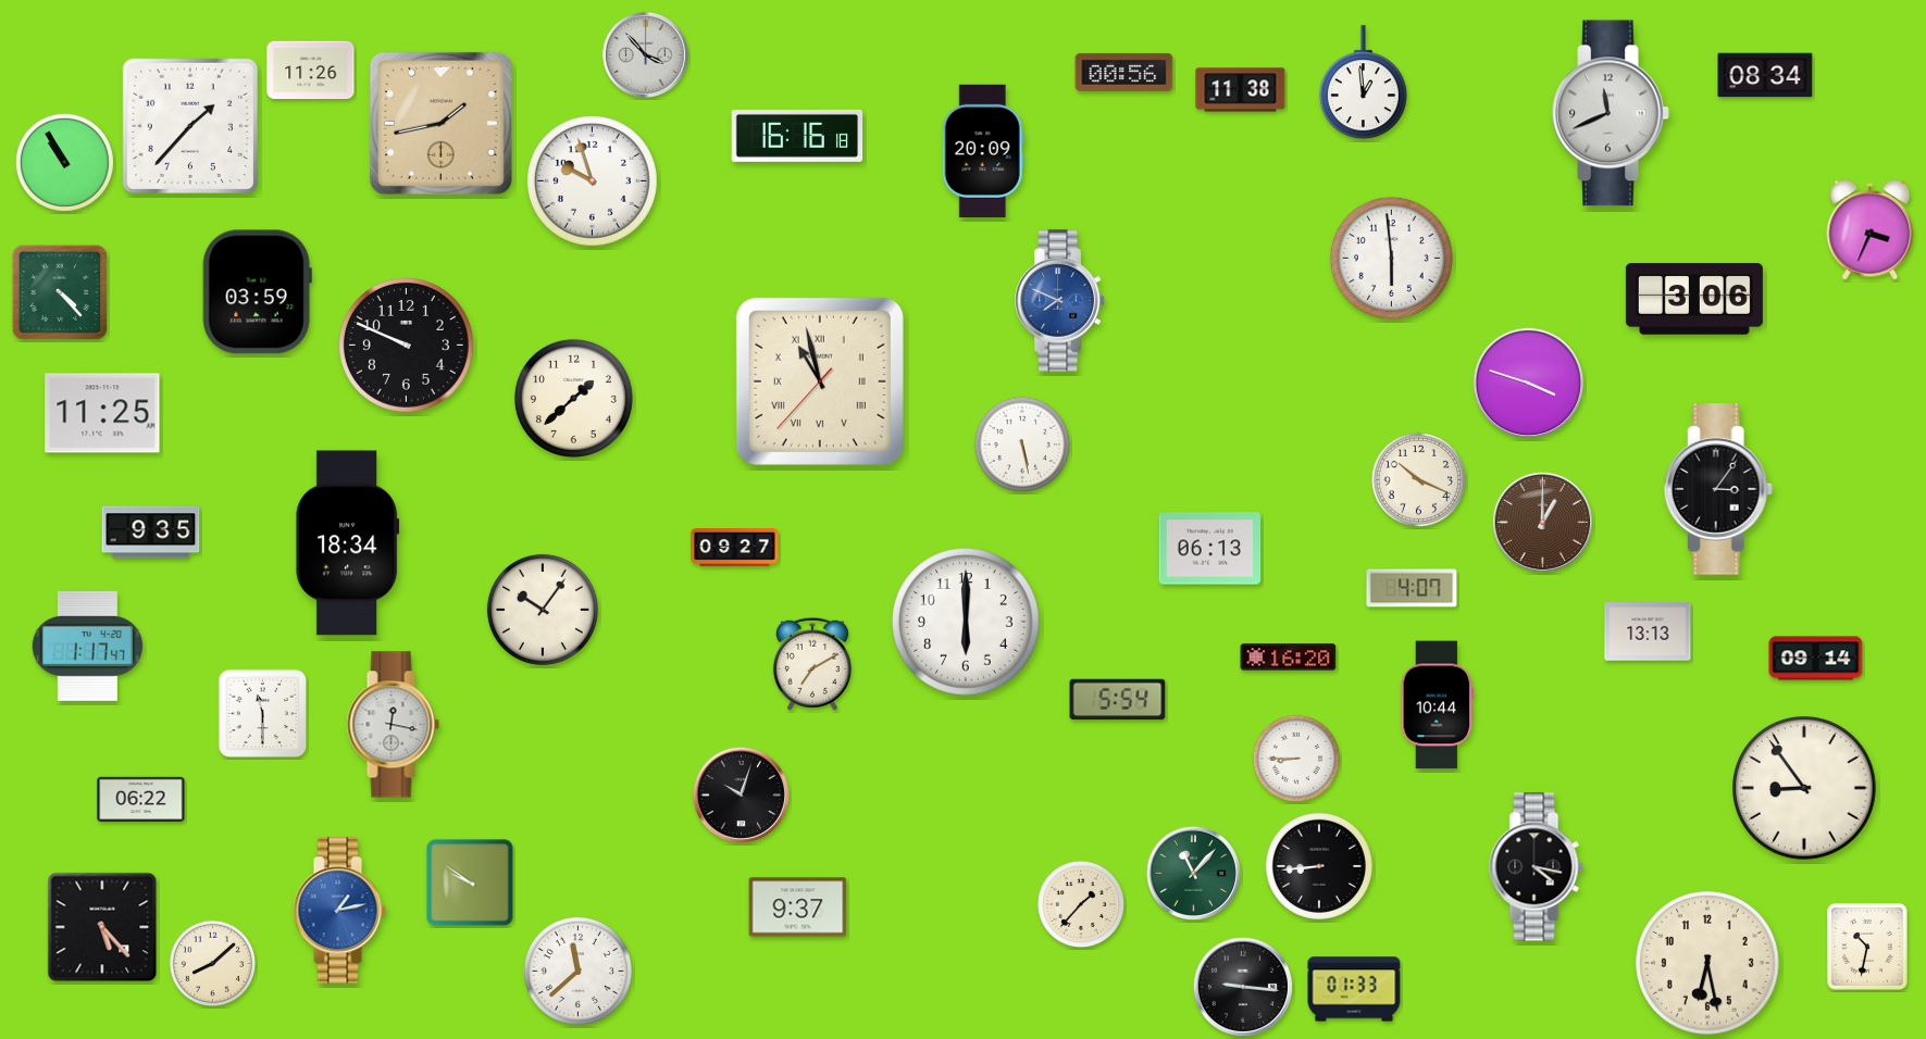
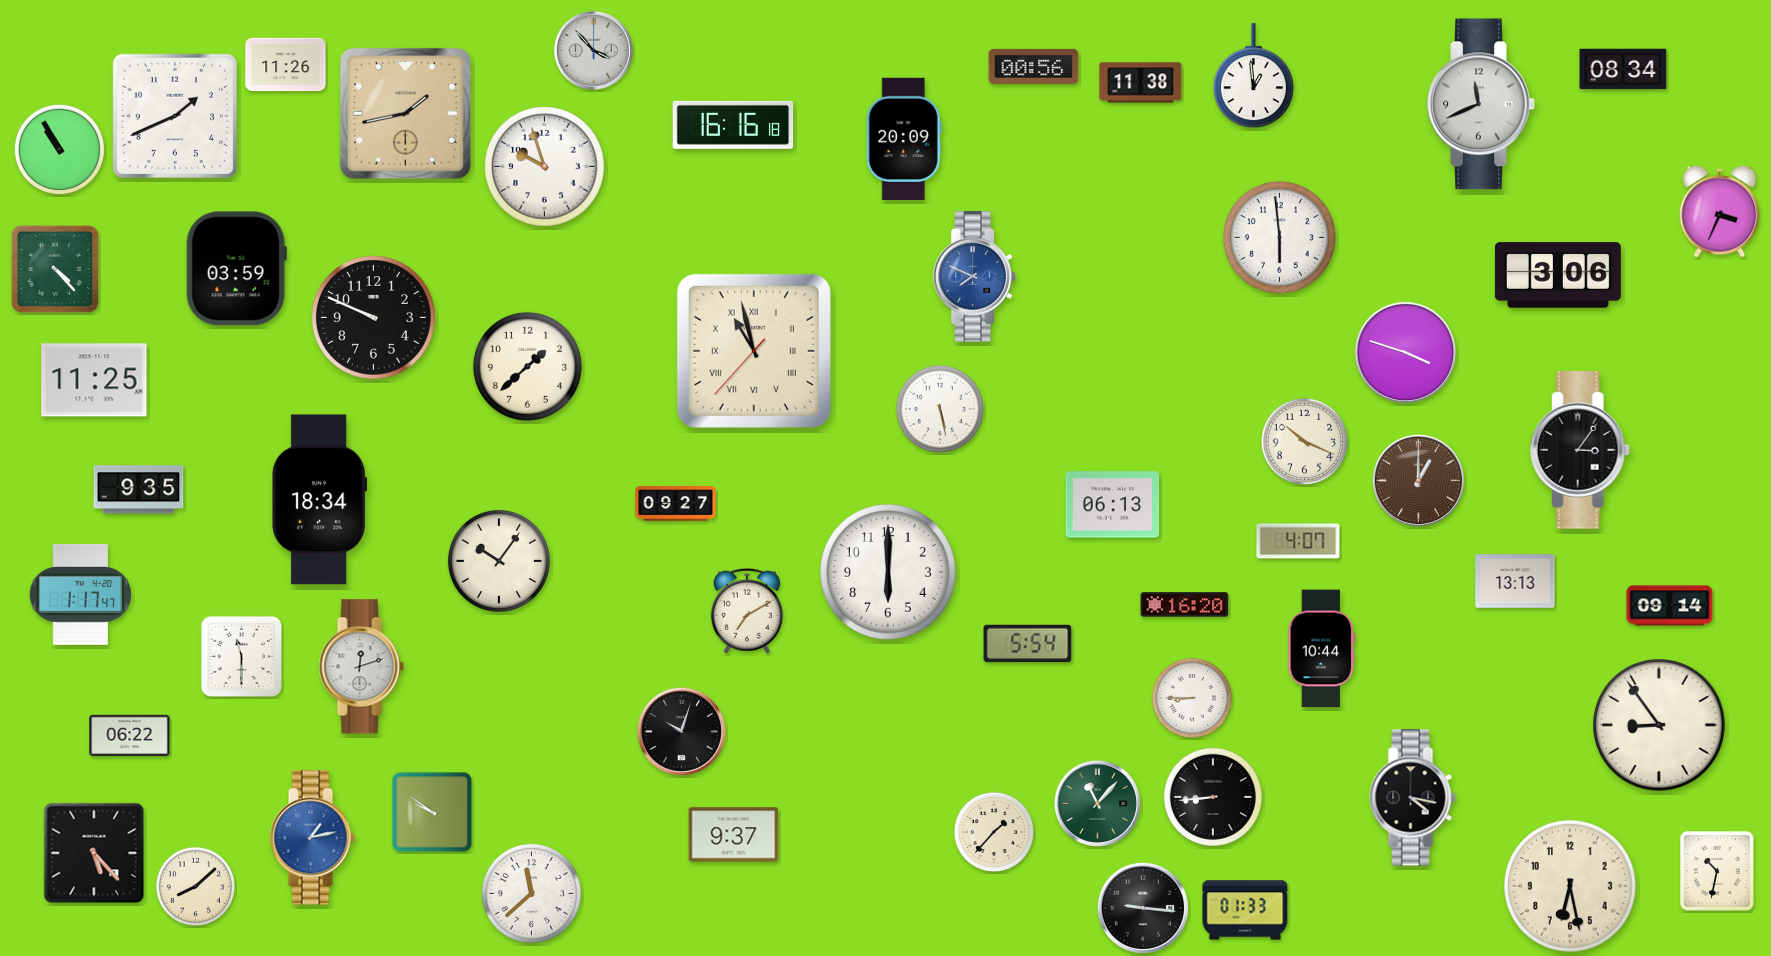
clock at (190, 126): 1:37 -> 1:41
clock at (393, 725): 12:17 -> 12:12
